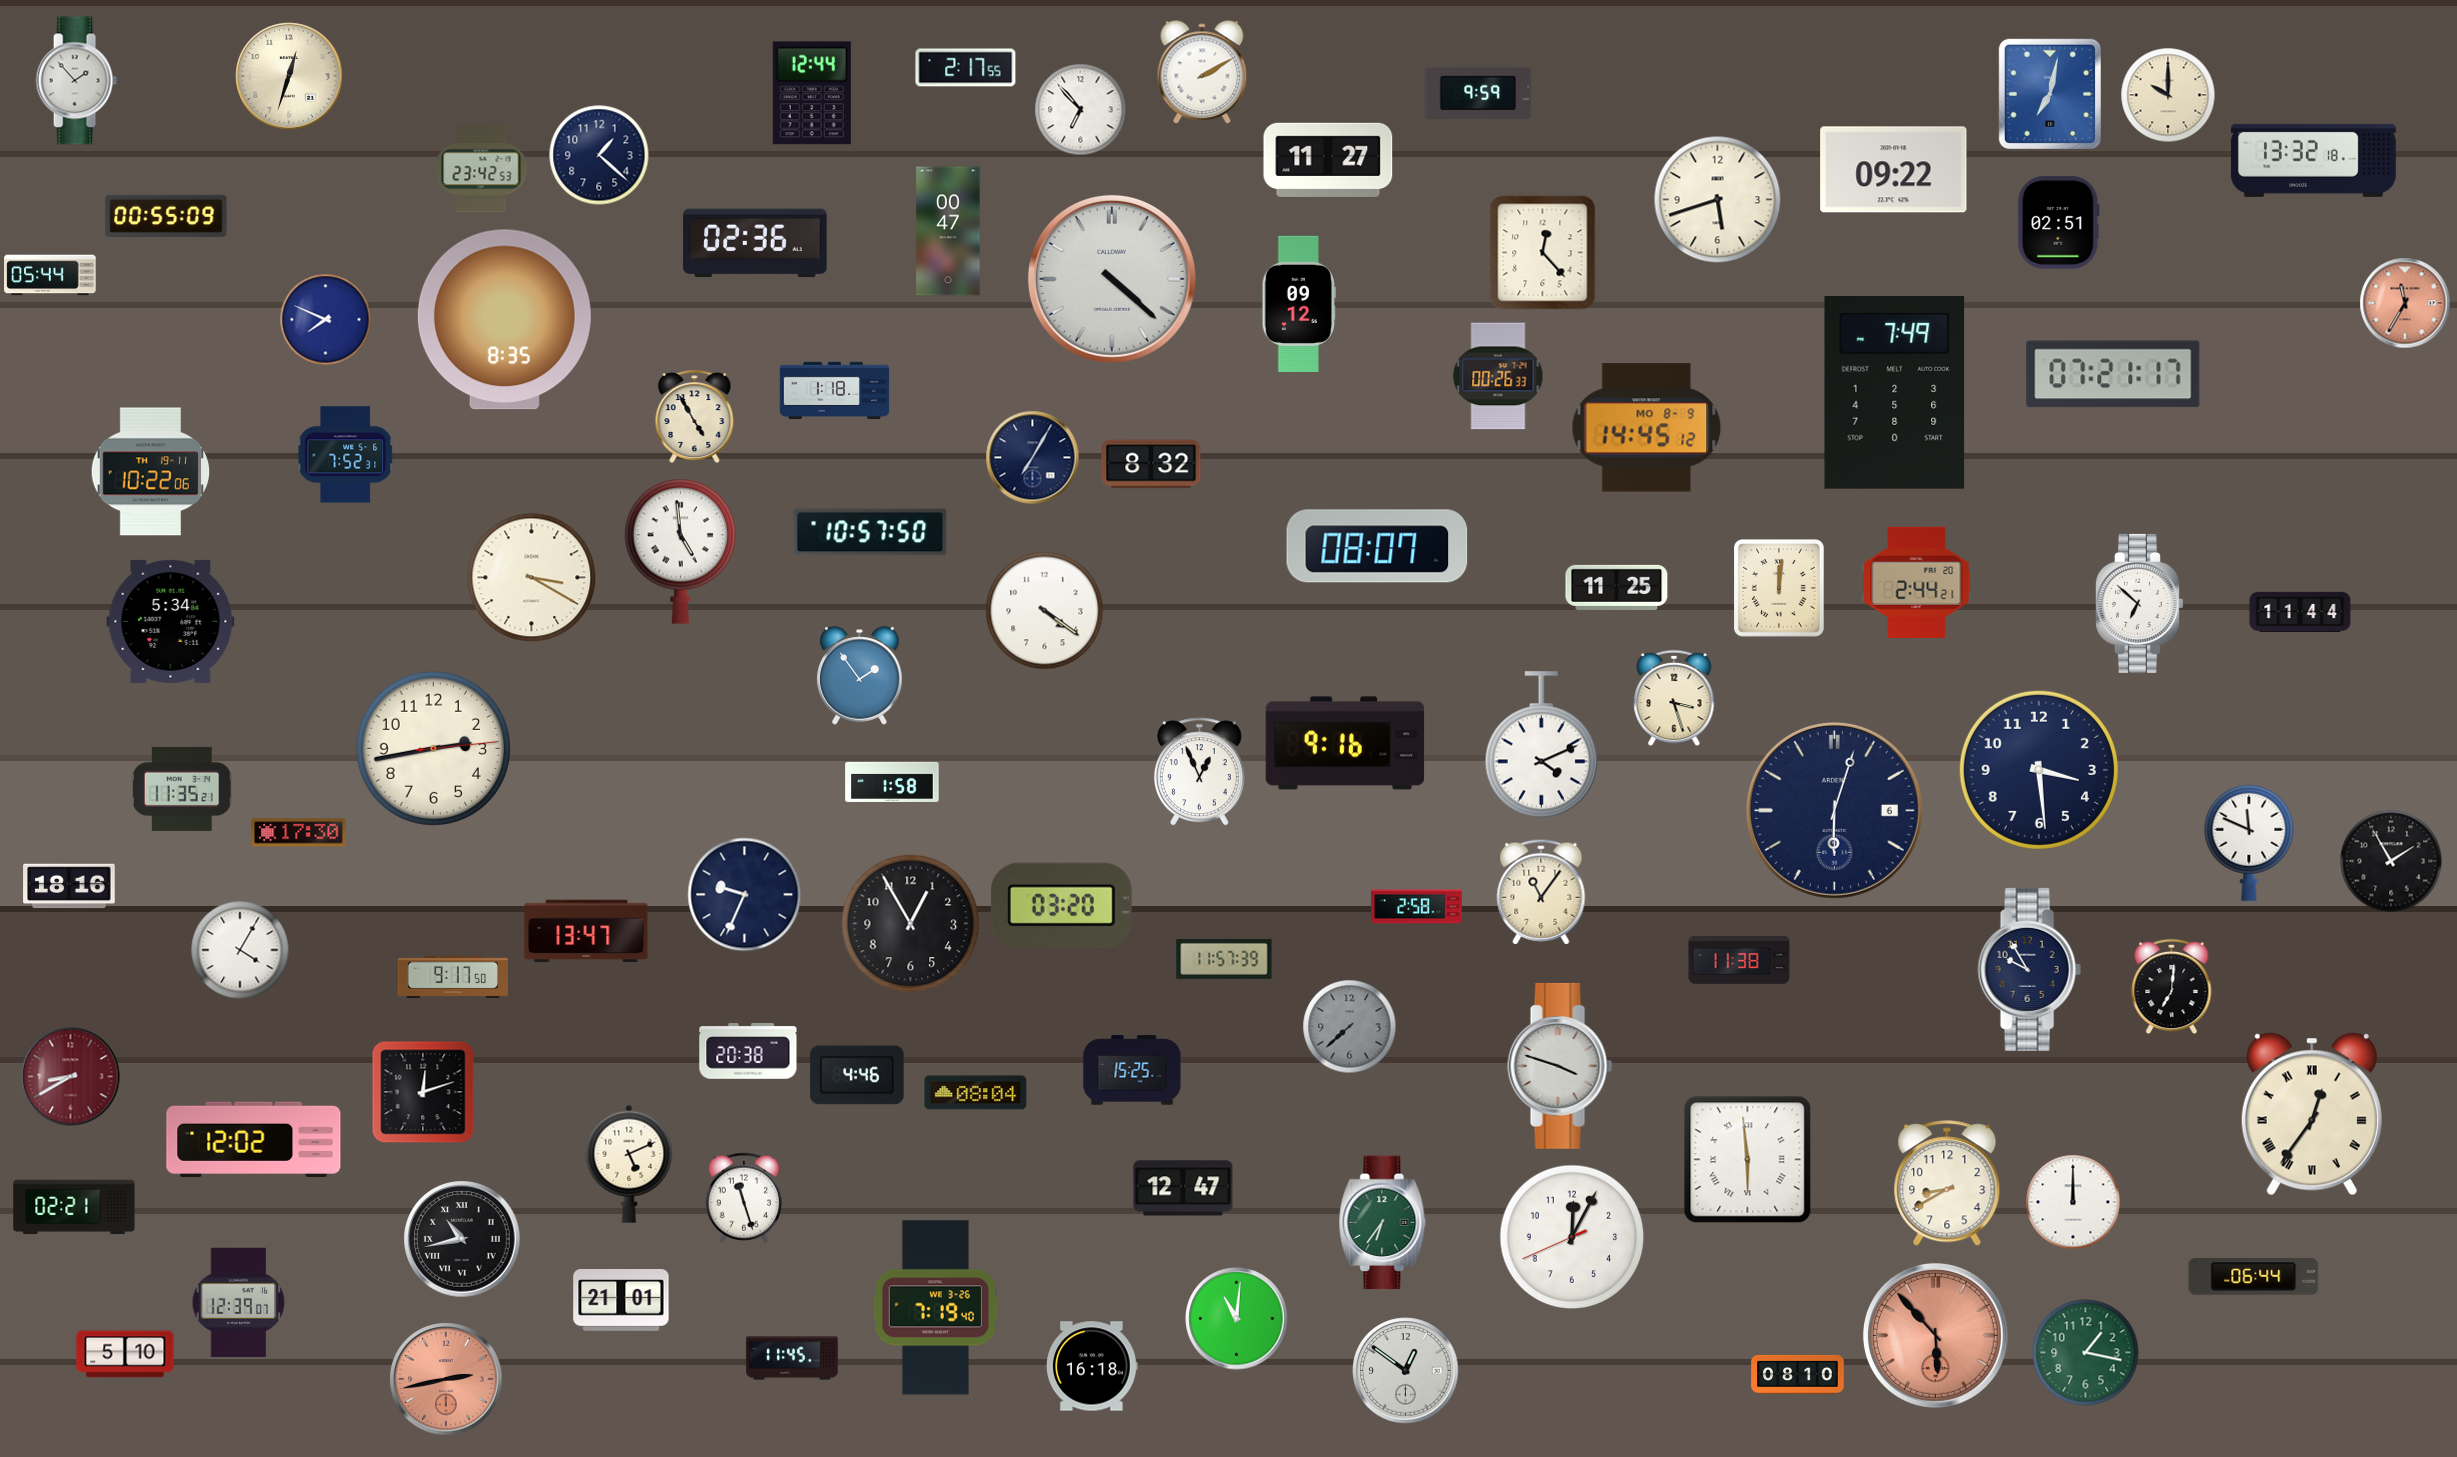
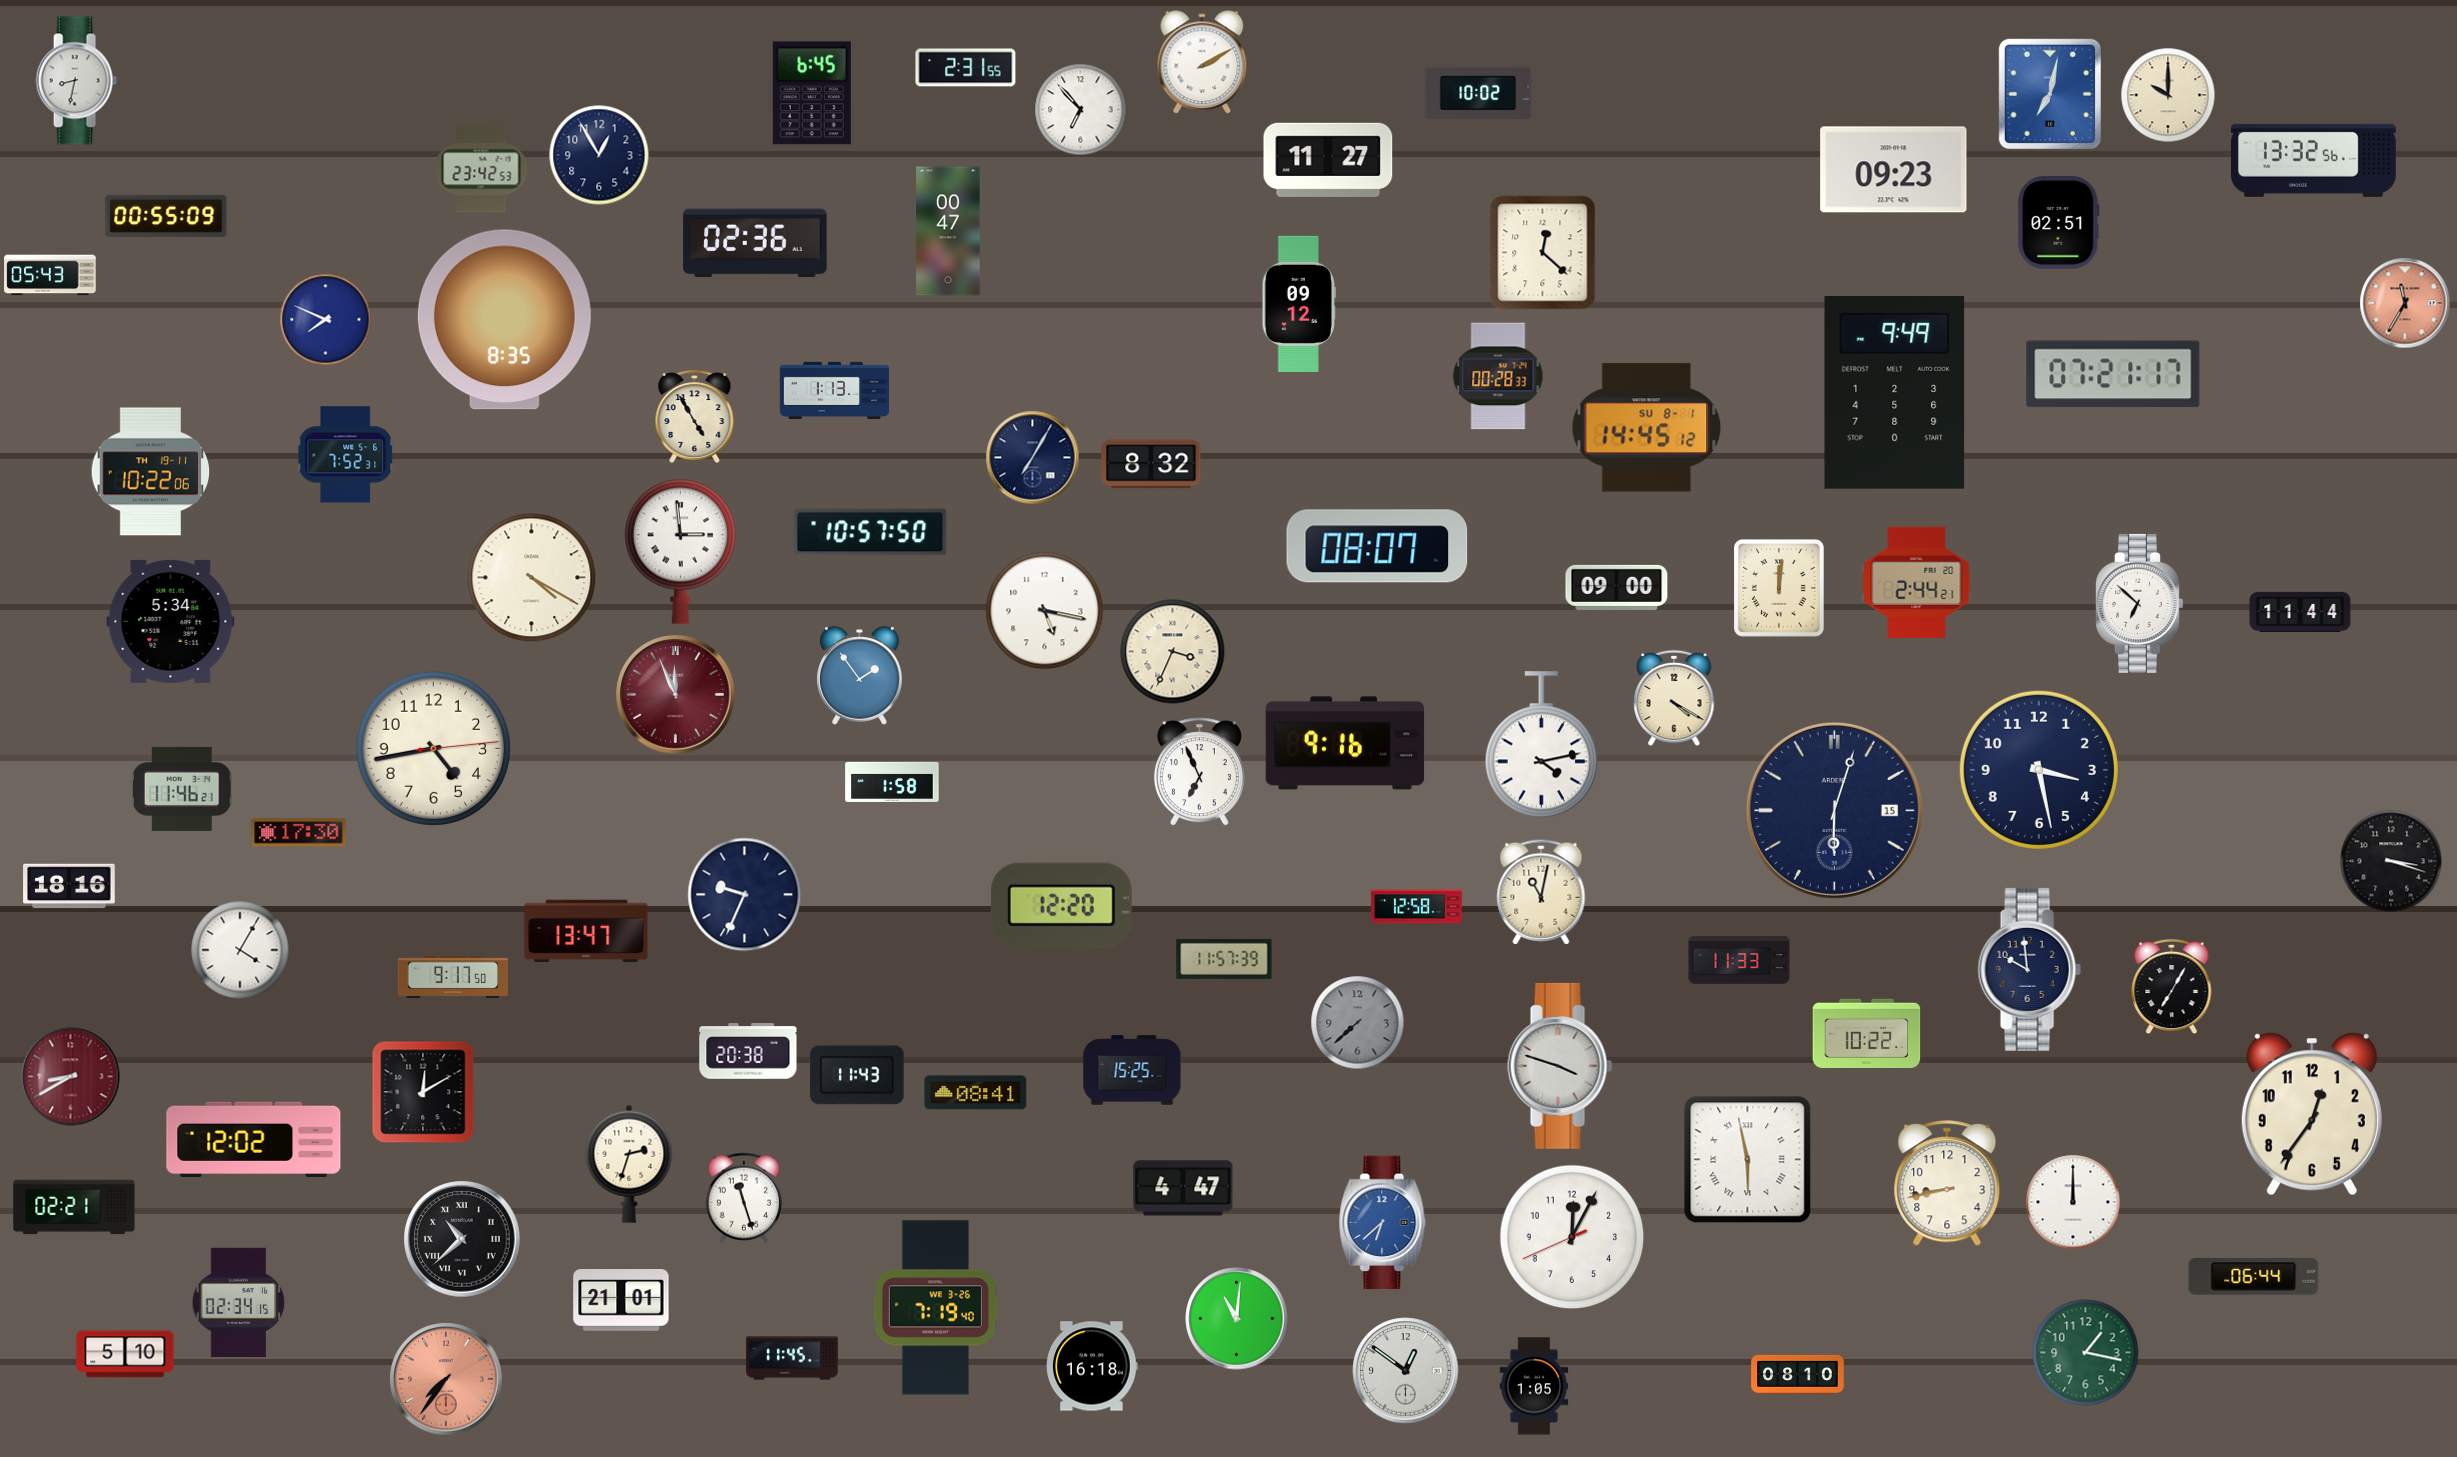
clock at (966, 68): 2:17 -> 2:31
clock at (1202, 73) position: (1202, 73) -> (1202, 63)
clock at (289, 76): 12:33 -> none
clock at (76, 81): 1:53 -> 8:32
clock at (1478, 92): 9:59 -> 10:02
clock at (812, 93): 12:44 -> 6:45
clock at (599, 155): 1:22 -> 12:55
clock at (2313, 160): 13:32:18 -> 13:32:56
clock at (1894, 170): 09:22 -> 09:23
clock at (1718, 200): 5:42 -> none
clock at (1543, 253): 12:23 -> 12:22
clock at (50, 275): 05:44 -> 05:43
clock at (1112, 279): 4:22 -> none
clock at (1498, 376): 00:26 -> 00:28
clock at (835, 391): 1:18 -> 1:13
clock at (1895, 393): 7:49 -> 9:49
clock at (1647, 428) date: MO 8-9 -> SU 8-1
clock at (681, 551): 4:59 -> 2:59
clock at (532, 578): 3:20 -> 4:20
clock at (1617, 587): 11:25 -> 09:00
clock at (1045, 611): 4:21 -> 5:17
clock at (1173, 652): none -> 3:34
clock at (676, 695): none -> 11:56
clock at (1674, 698): 3:27 -> 4:20
clock at (1541, 745): 4:11 -> 4:13
clock at (433, 748): 2:43 -> 4:43
clock at (2039, 770): 3:29 -> 3:28
clock at (1199, 772): 12:56 -> 6:56
clock at (182, 789): 11:35 -> 11:46
clock at (1834, 810) date: 6 -> 15
clock at (2249, 843): 11:49 -> none
clock at (2391, 861): 1:55 -> 3:18
clock at (1541, 892): 11:06 -> 11:02
clock at (1061, 905): 03:20 -> 12:20
clock at (1417, 907): 2:58 -> 12:58
clock at (911, 924): 12:55 -> none
clock at (1739, 960): 11:38 -> 11:33
clock at (2029, 969): 9:55 -> 9:59
clock at (2172, 987): 7:01 -> 7:05
clock at (1350, 1027) position: (1350, 1027) -> (1358, 1023)
clock at (1867, 1033): none -> 10:22
clock at (857, 1075): 4:46 -> 11:43
clock at (423, 1092): 12:12 -> 12:10
clock at (976, 1093): 08:04 -> 08:41
clock at (2312, 1114) numerals: Roman -> Arabic
clock at (1748, 1160): 5:59 -> 5:58
clock at (629, 1164): 5:11 -> 2:33
clock at (1947, 1184): 8:40 -> 8:43
clock at (1183, 1188): 12:47 -> 4:47
clock at (1383, 1223): 6:36 -> 6:38
clock at (1383, 1223) dial: green -> blue
clock at (462, 1239): 10:43 -> 10:38
clock at (239, 1303): 12:39 -> 02:34
clock at (1935, 1335): 5:53 -> none
clock at (446, 1379): 2:43 -> 7:36
clock at (1534, 1386): none -> 1:05
